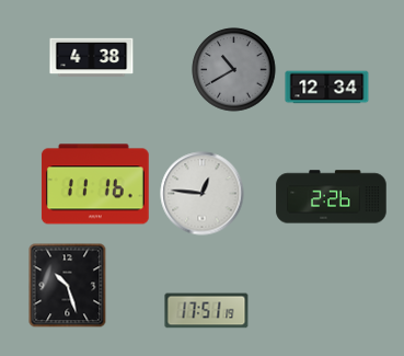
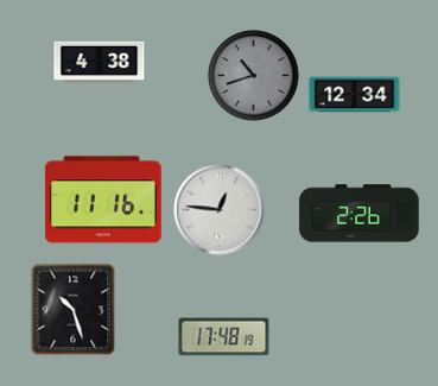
clock at (234, 70): 10:40 -> 10:42
clock at (207, 311): 17:51 -> 17:48
